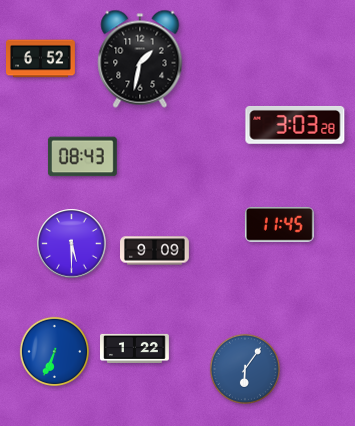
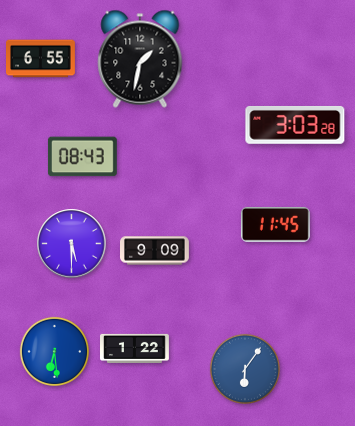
clock at (41, 59): 6:52 -> 6:55
clock at (279, 224) position: (279, 224) -> (275, 224)
clock at (54, 351): 6:34 -> 6:29
